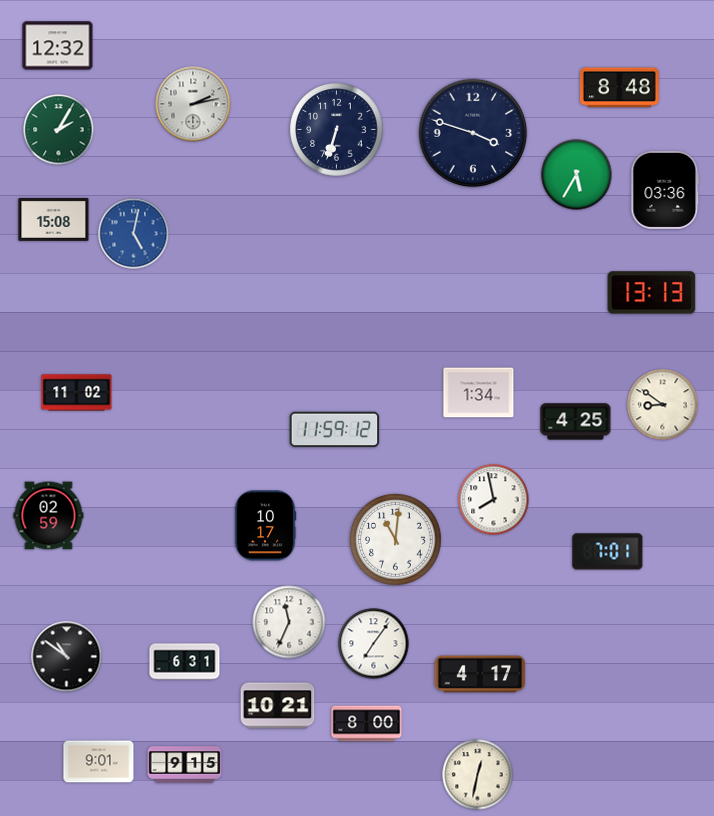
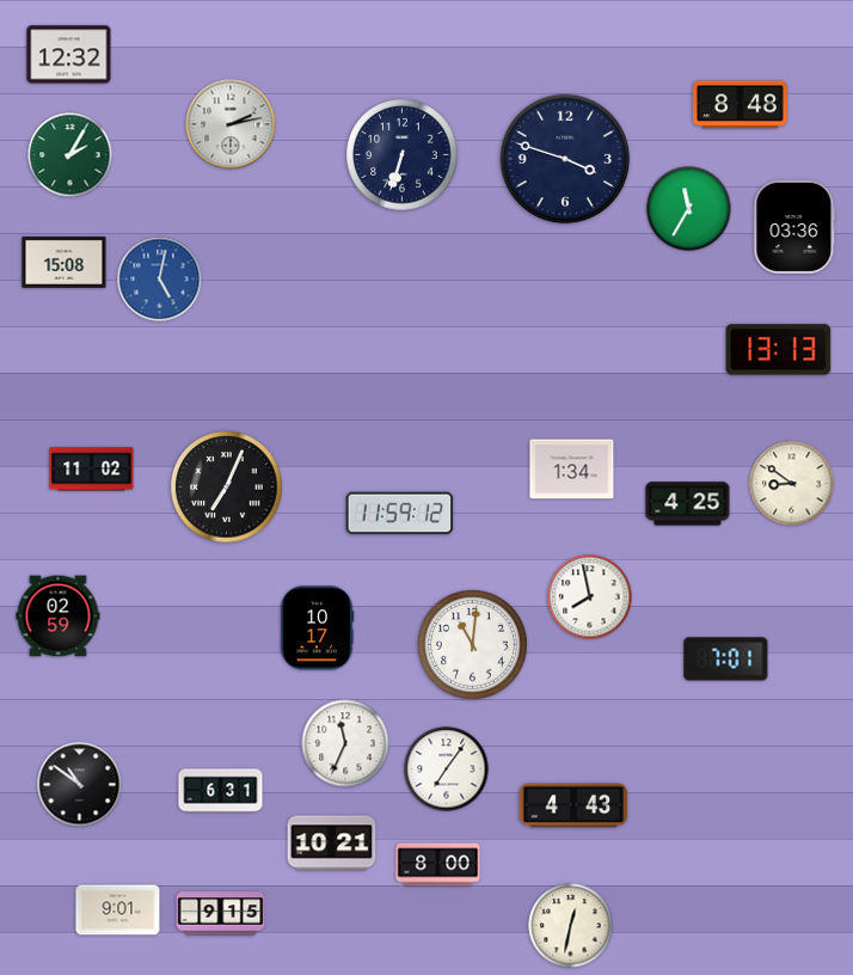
clock at (577, 175): 5:35 -> 11:35
clock at (227, 487): none -> 7:04
clock at (480, 674): 4:17 -> 4:43
